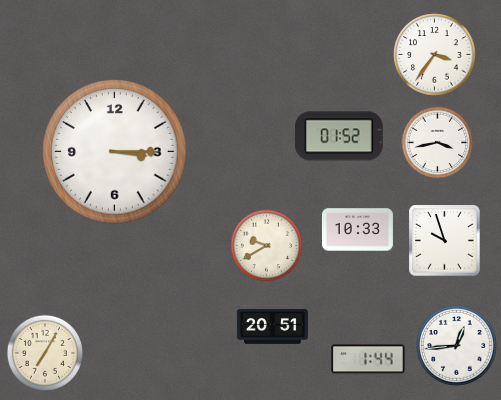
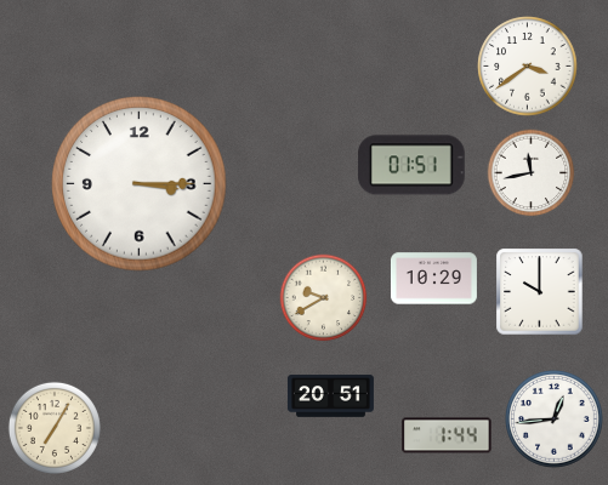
clock at (435, 55): 3:36 -> 3:39
clock at (339, 136): 01:52 -> 01:51
clock at (438, 143): 3:43 -> 11:43
clock at (357, 230): 10:33 -> 10:29
clock at (445, 241): 9:57 -> 10:00
